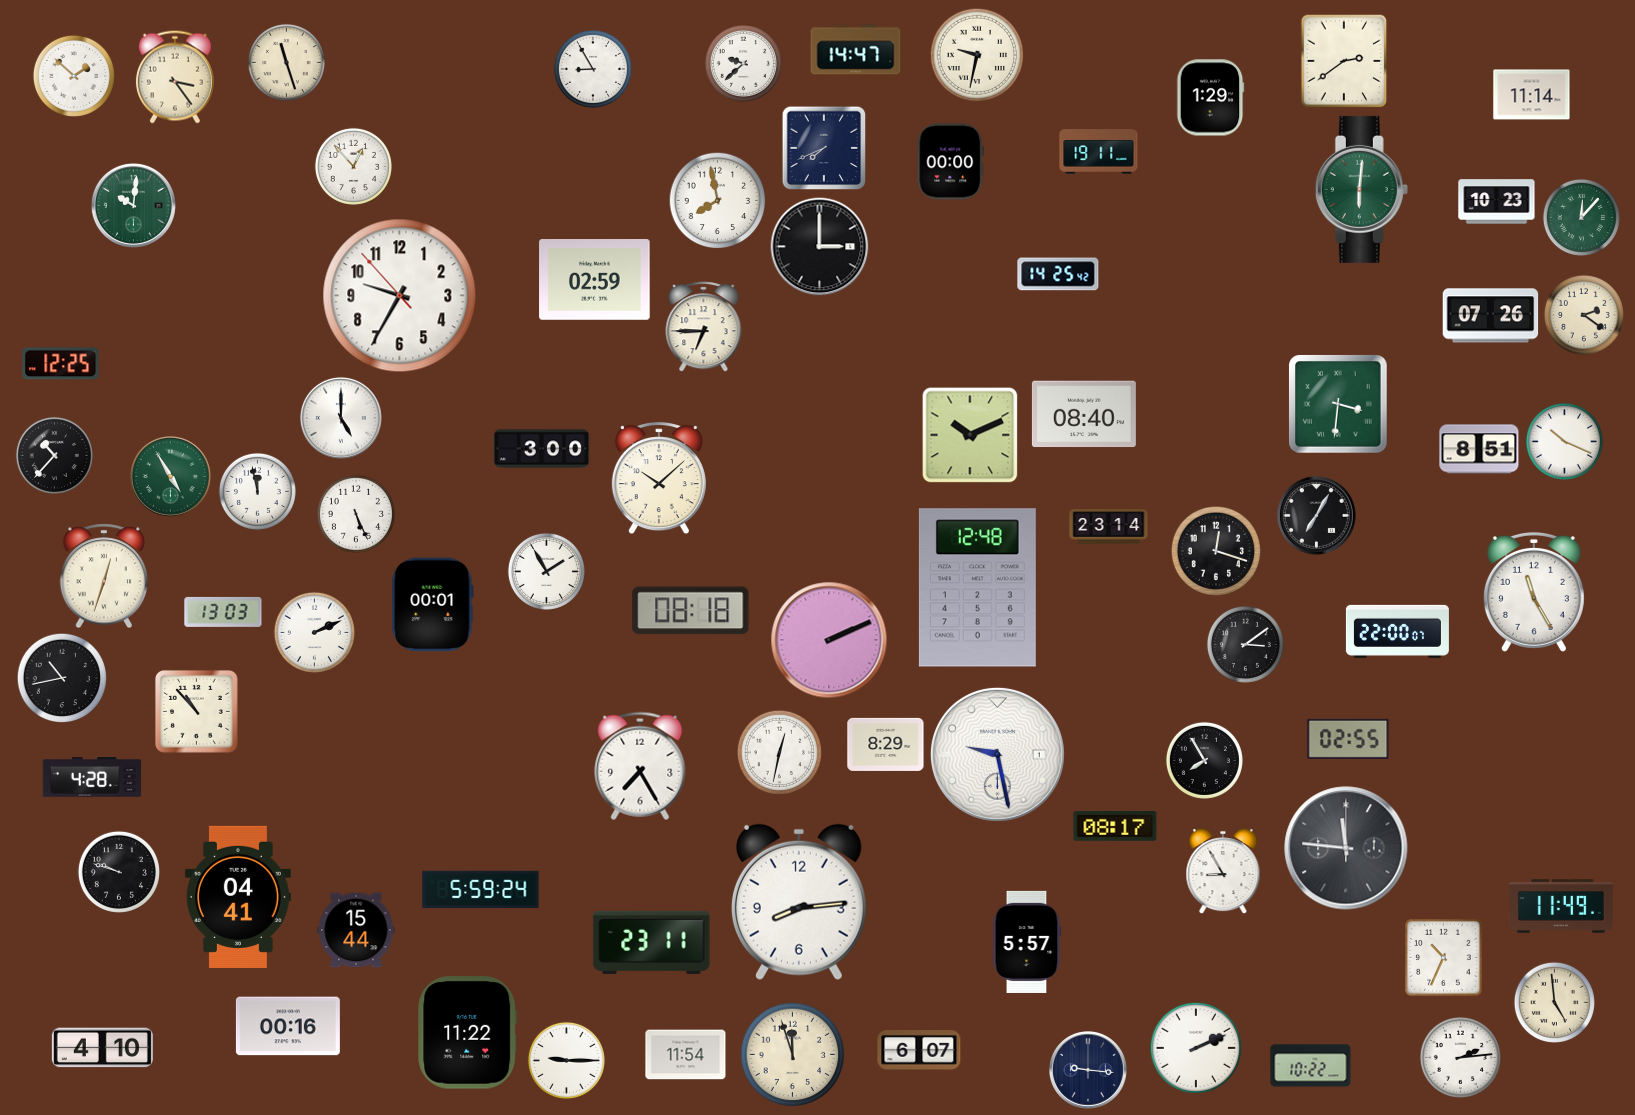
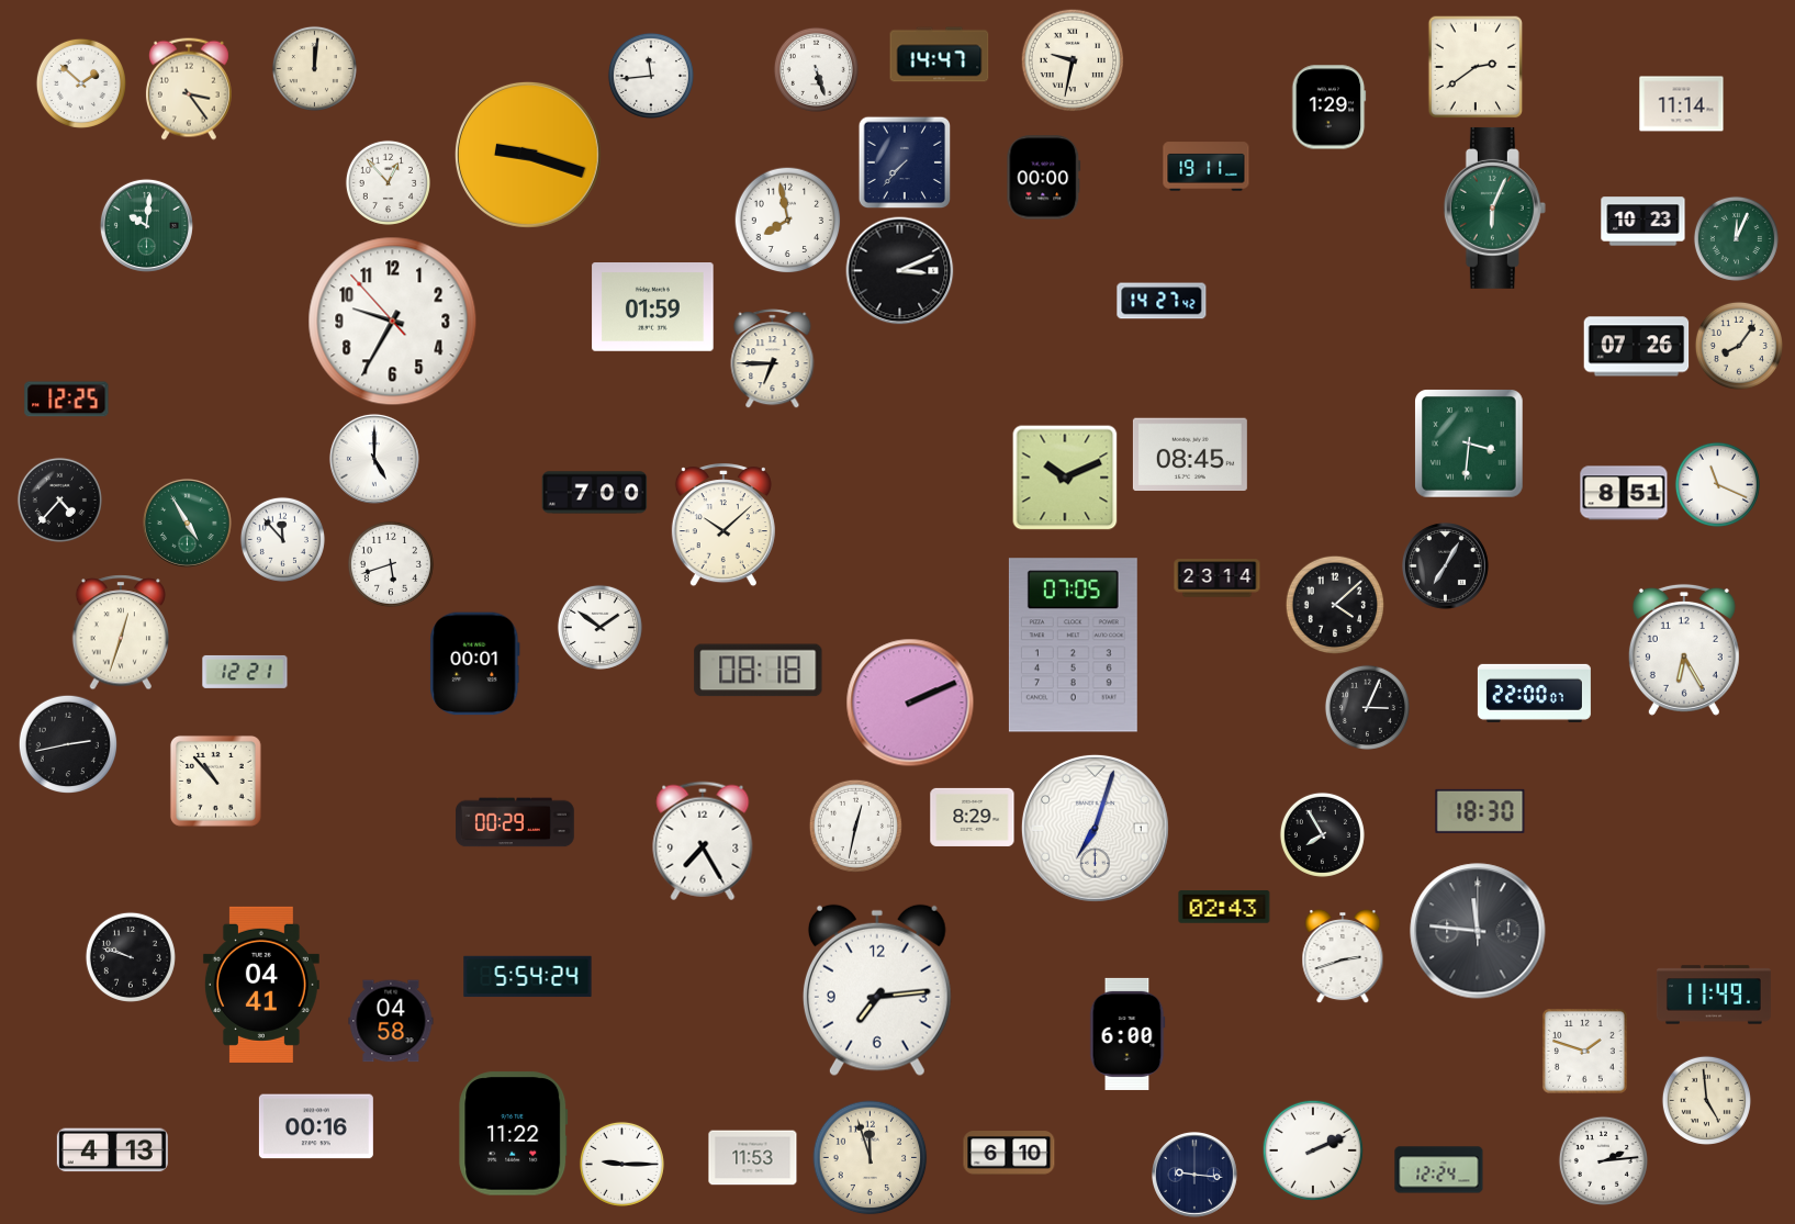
clock at (286, 62): 11:27 -> 12:01
clock at (743, 63): 9:38 -> 5:27
clock at (593, 69): 8:55 -> 11:44
clock at (175, 77) position: (175, 77) -> (189, 89)
clock at (528, 155): none -> 9:18
clock at (824, 148): 7:41 -> 7:37
clock at (1361, 189): 6:01 -> 6:04
clock at (1581, 217): 12:07 -> 12:04
clock at (820, 247): 3:00 -> 3:11
clock at (1058, 274): 14:25 -> 14:27
clock at (595, 280): 02:59 -> 01:59
clock at (400, 296) position: (400, 296) -> (393, 322)
clock at (1584, 315): 2:21 -> 8:06
clock at (1084, 414): 08:40 -> 08:45
clock at (1564, 441): 10:19 -> 11:19
clock at (542, 449): 3:00 -> 7:00
clock at (54, 455): 10:37 -> 4:37
clock at (257, 491): 11:58 -> 11:53
clock at (356, 514): 5:26 -> 5:42
clock at (1215, 550): 12:18 -> 4:08
clock at (546, 571): 1:55 -> 1:51
clock at (103, 576) position: (103, 576) -> (120, 632)
clock at (977, 588): 12:48 -> 07:05
clock at (1534, 592): 11:25 -> 6:25
clock at (223, 612): 13:03 -> 12:21
clock at (314, 632): 2:11 -> none
clock at (1245, 644): 3:09 -> 3:04
clock at (61, 677): 10:43 -> 2:43
clock at (1348, 739): 02:55 -> 18:30
clock at (515, 822): none -> 00:29
clock at (997, 754): 9:28 -> 7:03
clock at (92, 777): 4:28 -> none
clock at (1115, 826): 08:17 -> 02:43
clock at (1223, 871): 8:55 -> 2:42
clock at (481, 890): 5:59 -> 5:54
clock at (799, 902): 8:14 -> 7:14
clock at (356, 930): 15:44 -> 04:58
clock at (652, 942): 23:11 -> none
clock at (1027, 942): 5:57 -> 6:00
clock at (1443, 957): 10:34 -> 1:48
clock at (102, 1048): 4:10 -> 4:13
clock at (919, 1050): 6:07 -> 6:10
clock at (686, 1055): 11:54 -> 11:53
clock at (1311, 1066): 10:22 -> 12:24
